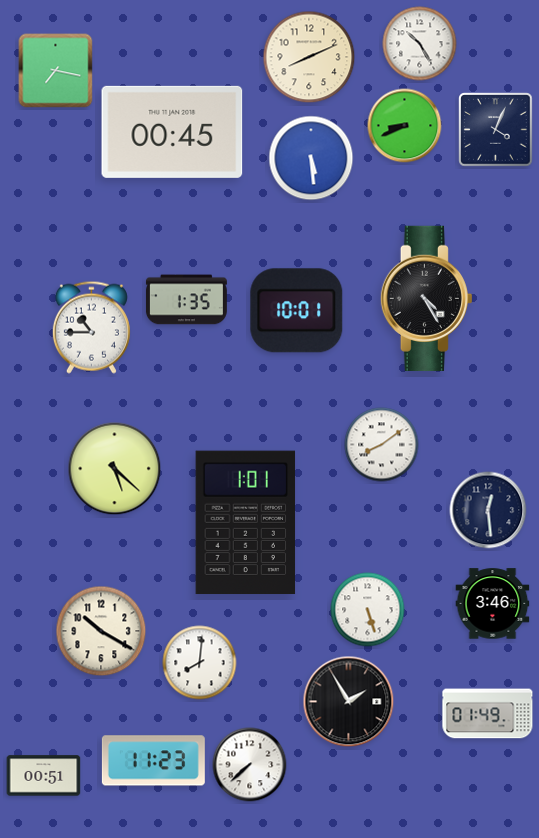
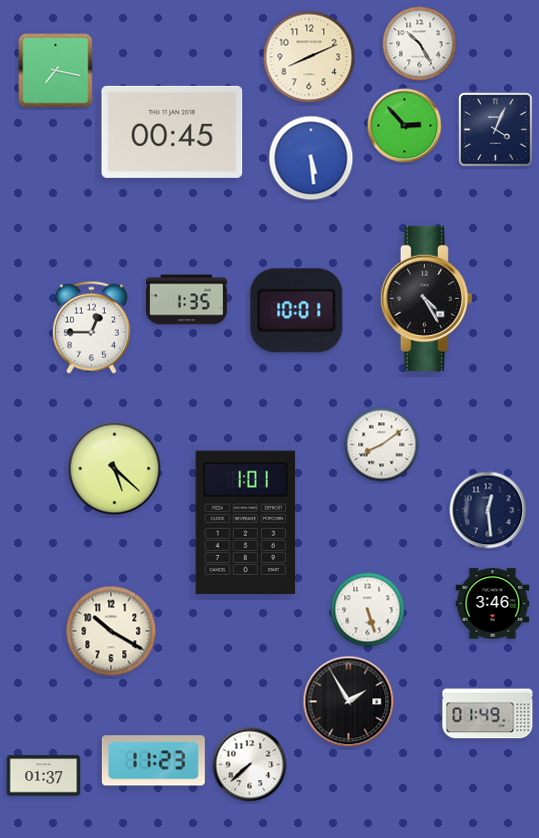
clock at (405, 126): 8:41 -> 2:53
clock at (91, 327): 10:45 -> 12:45
clock at (101, 631) position: (101, 631) -> (111, 631)
clock at (200, 663): 8:01 -> none
clock at (44, 776): 00:51 -> 01:37
